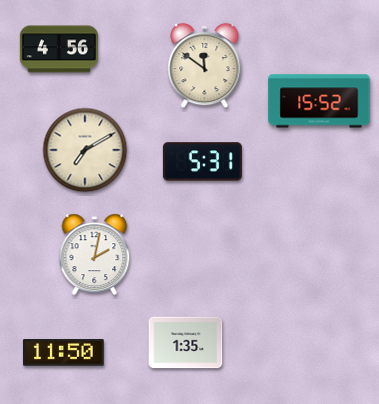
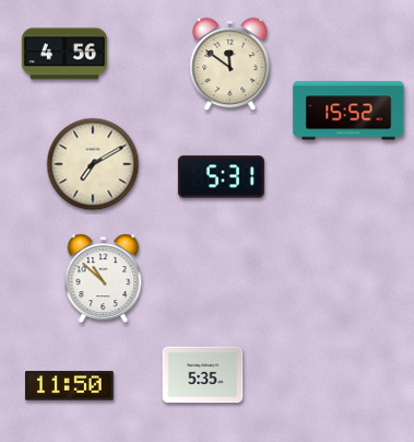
clock at (205, 66) position: (205, 66) -> (230, 65)
clock at (95, 255): 2:02 -> 10:52
clock at (186, 343): 1:35 -> 5:35
